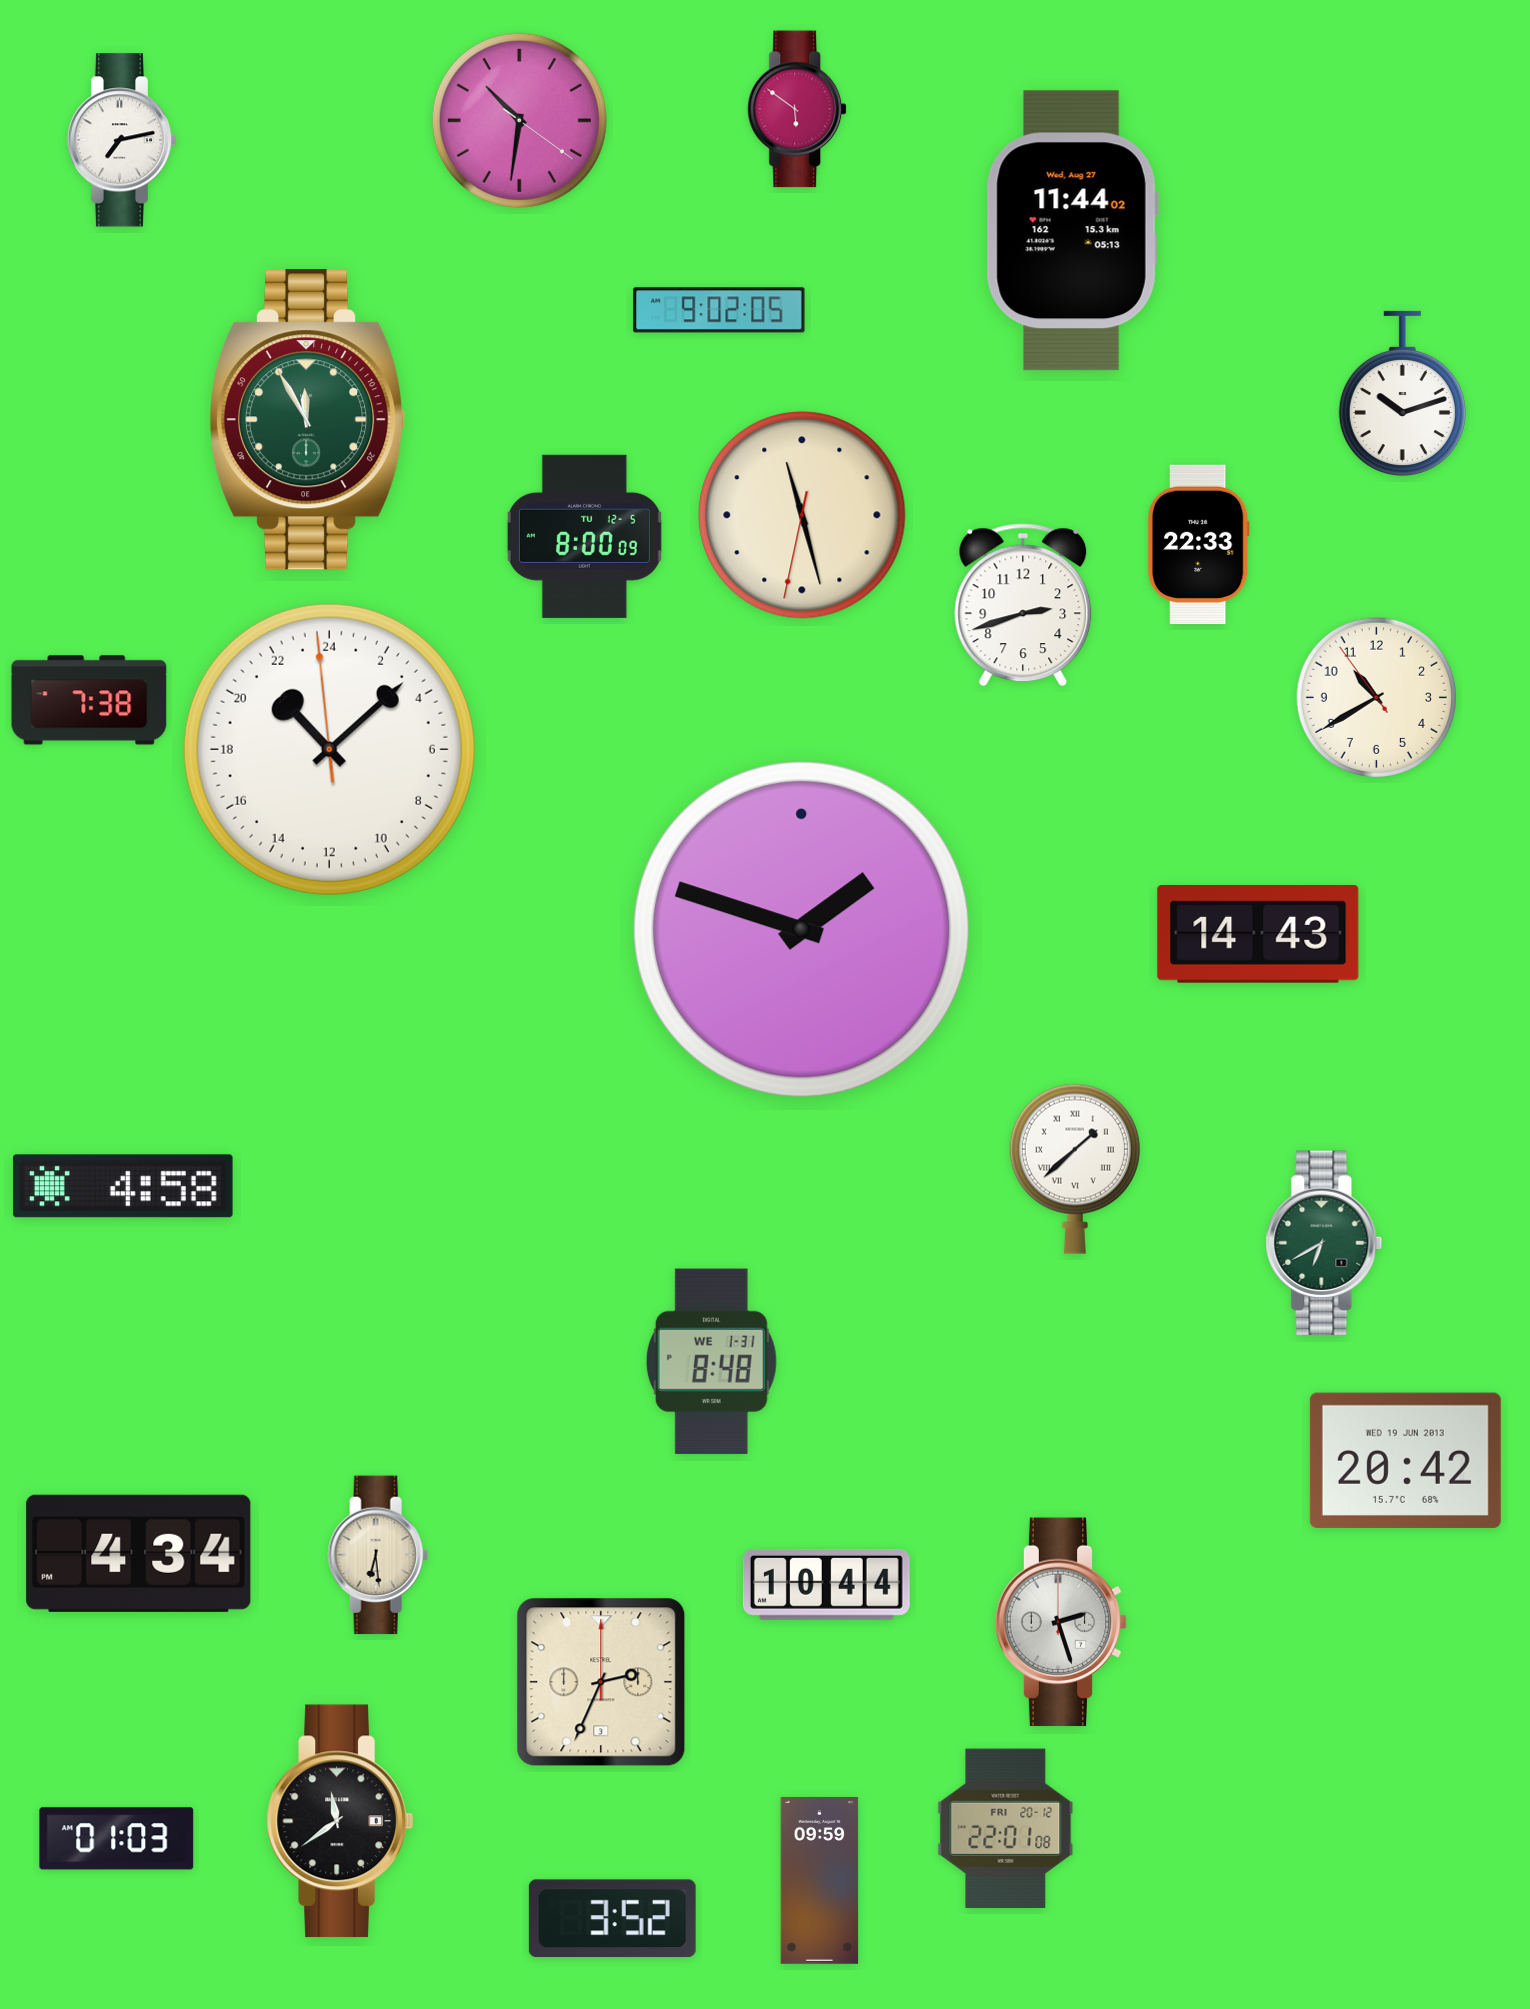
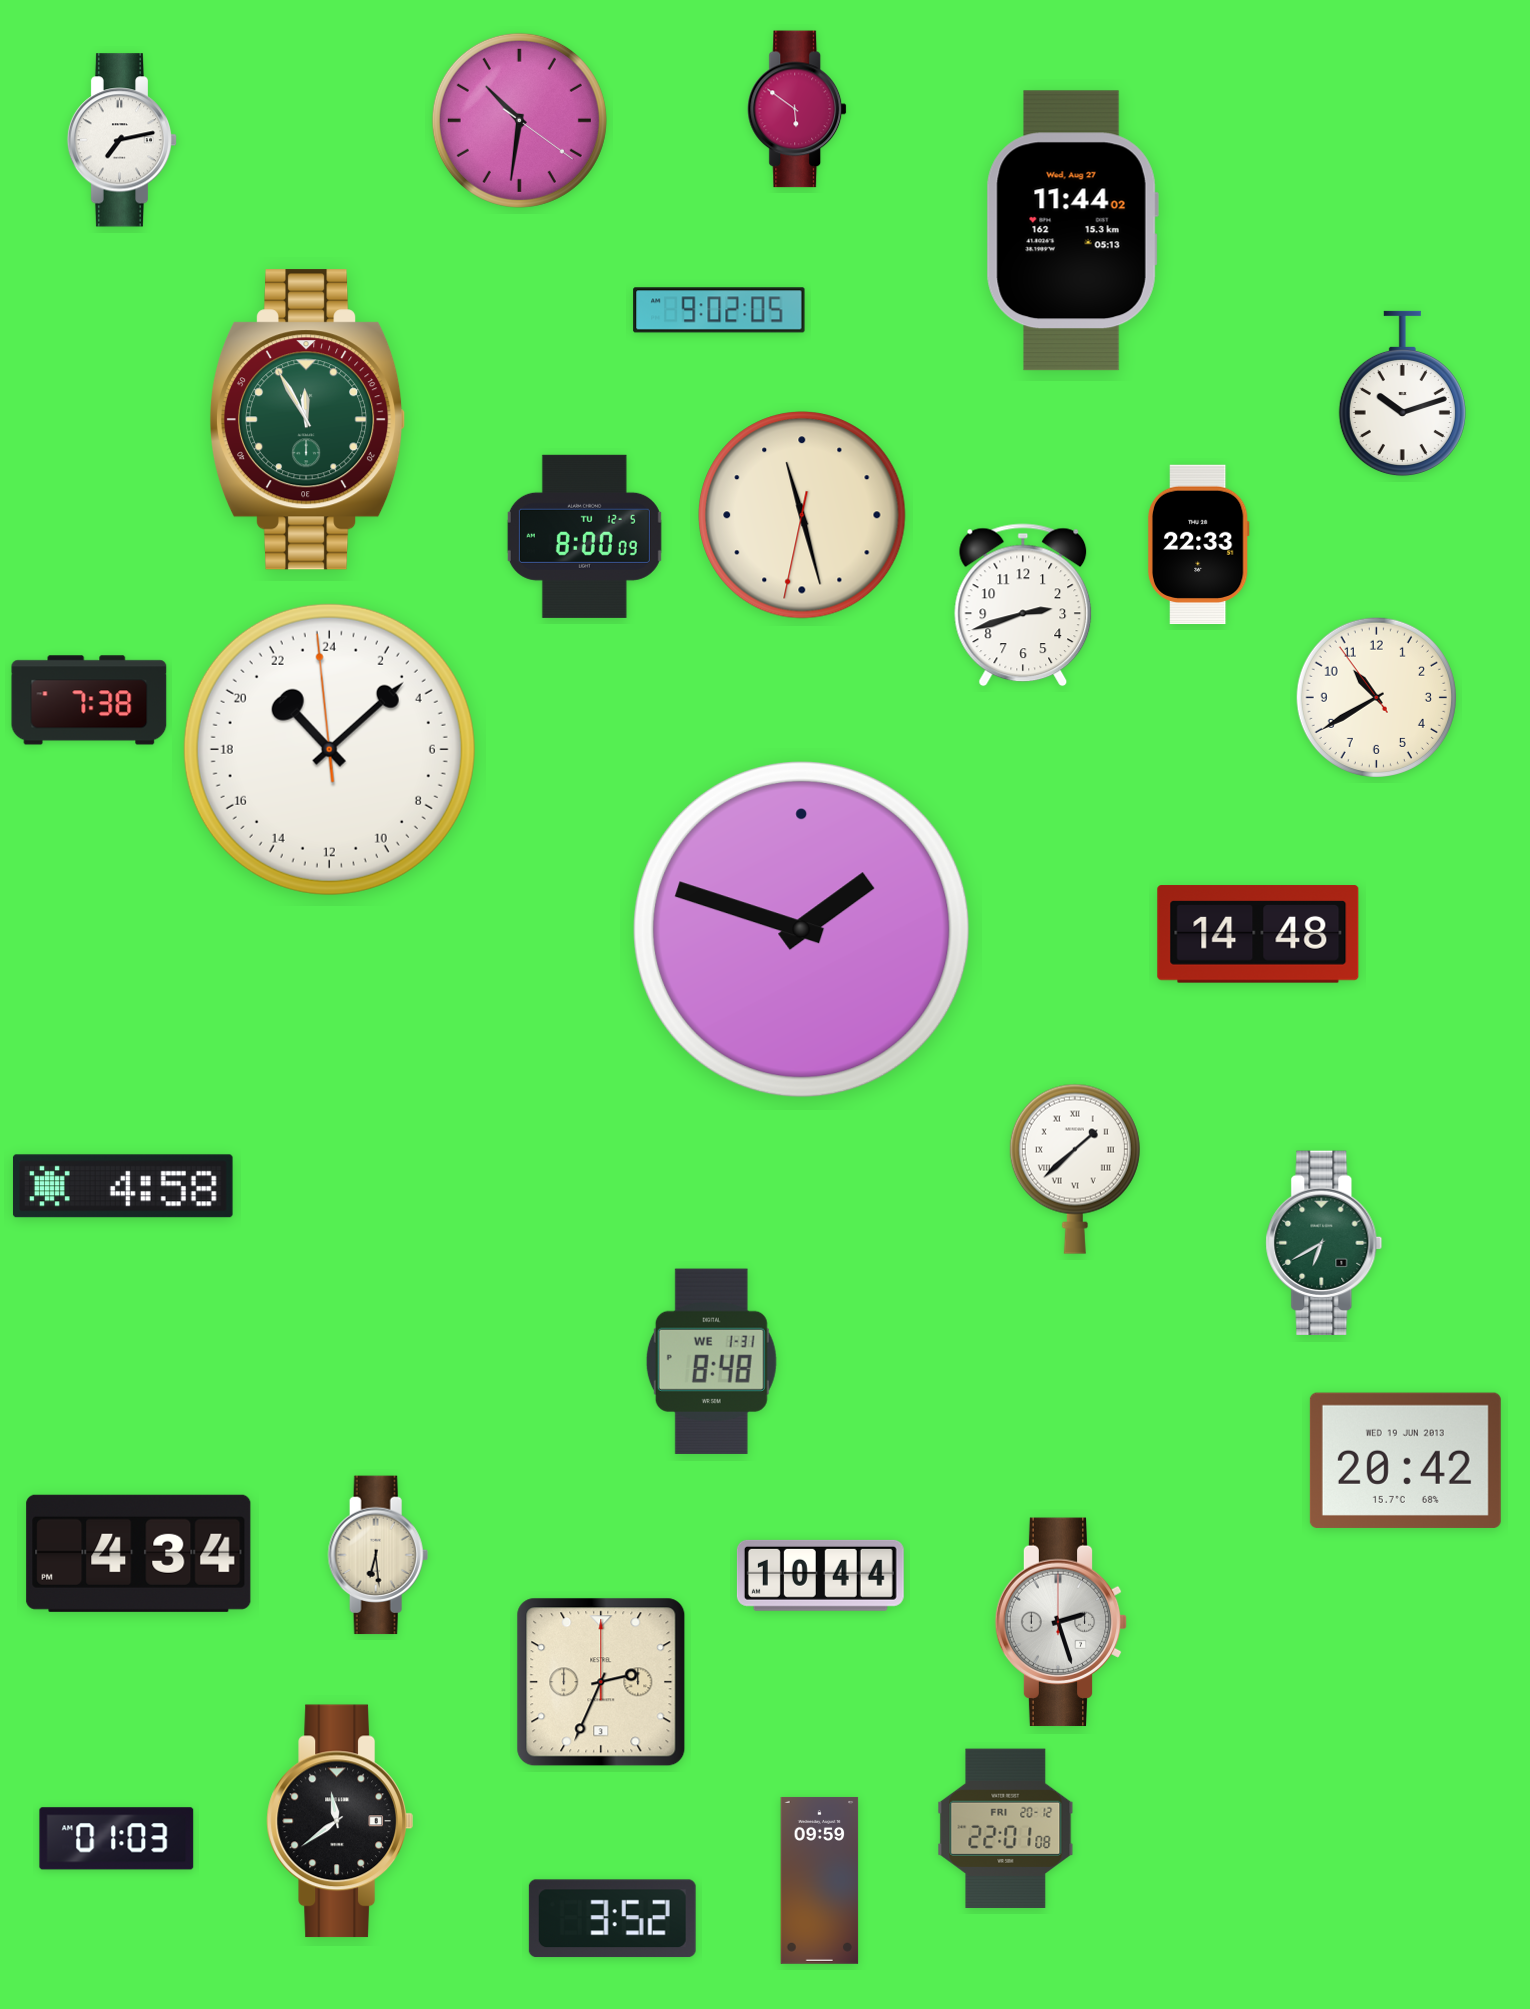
clock at (1258, 934): 14:43 -> 14:48
clock at (826, 1584) position: (826, 1584) -> (820, 1575)
